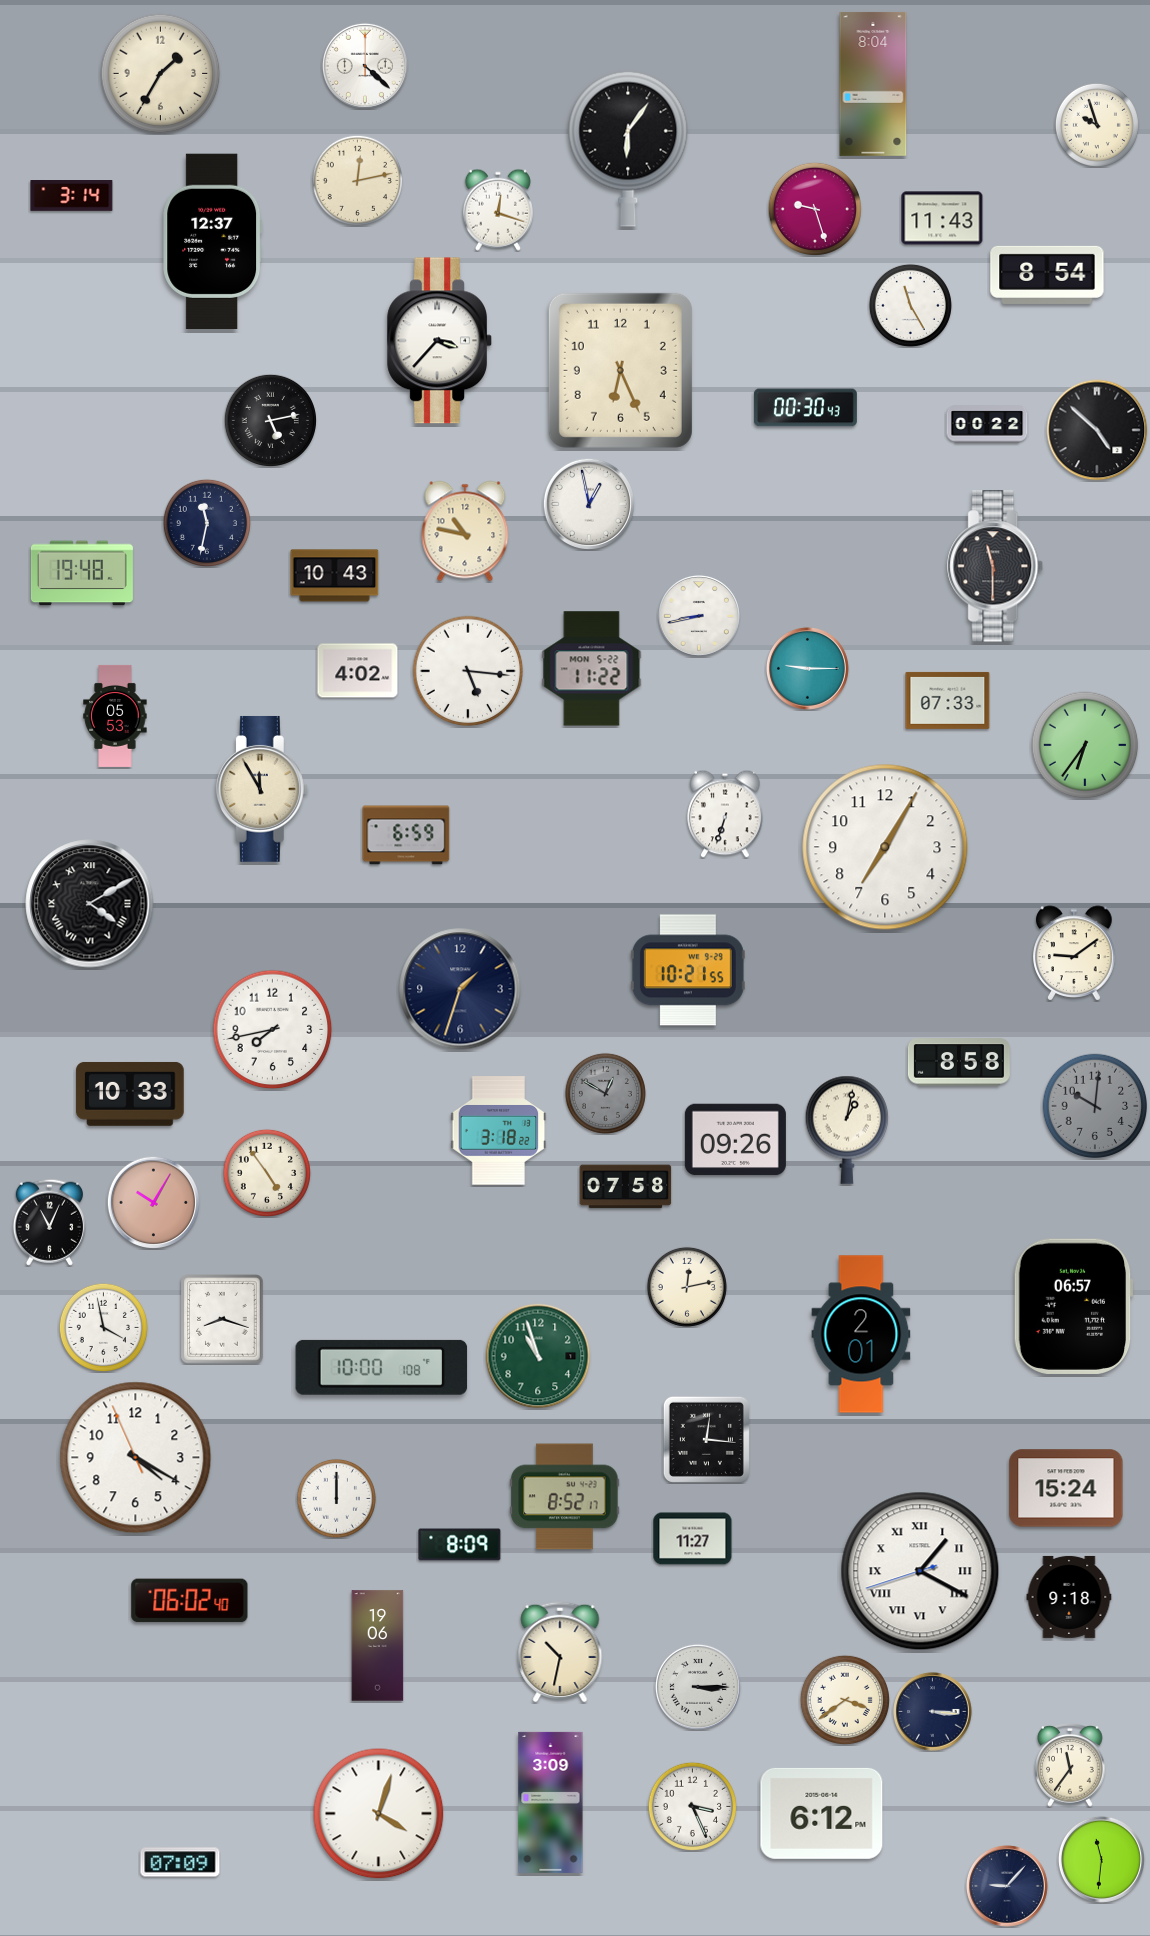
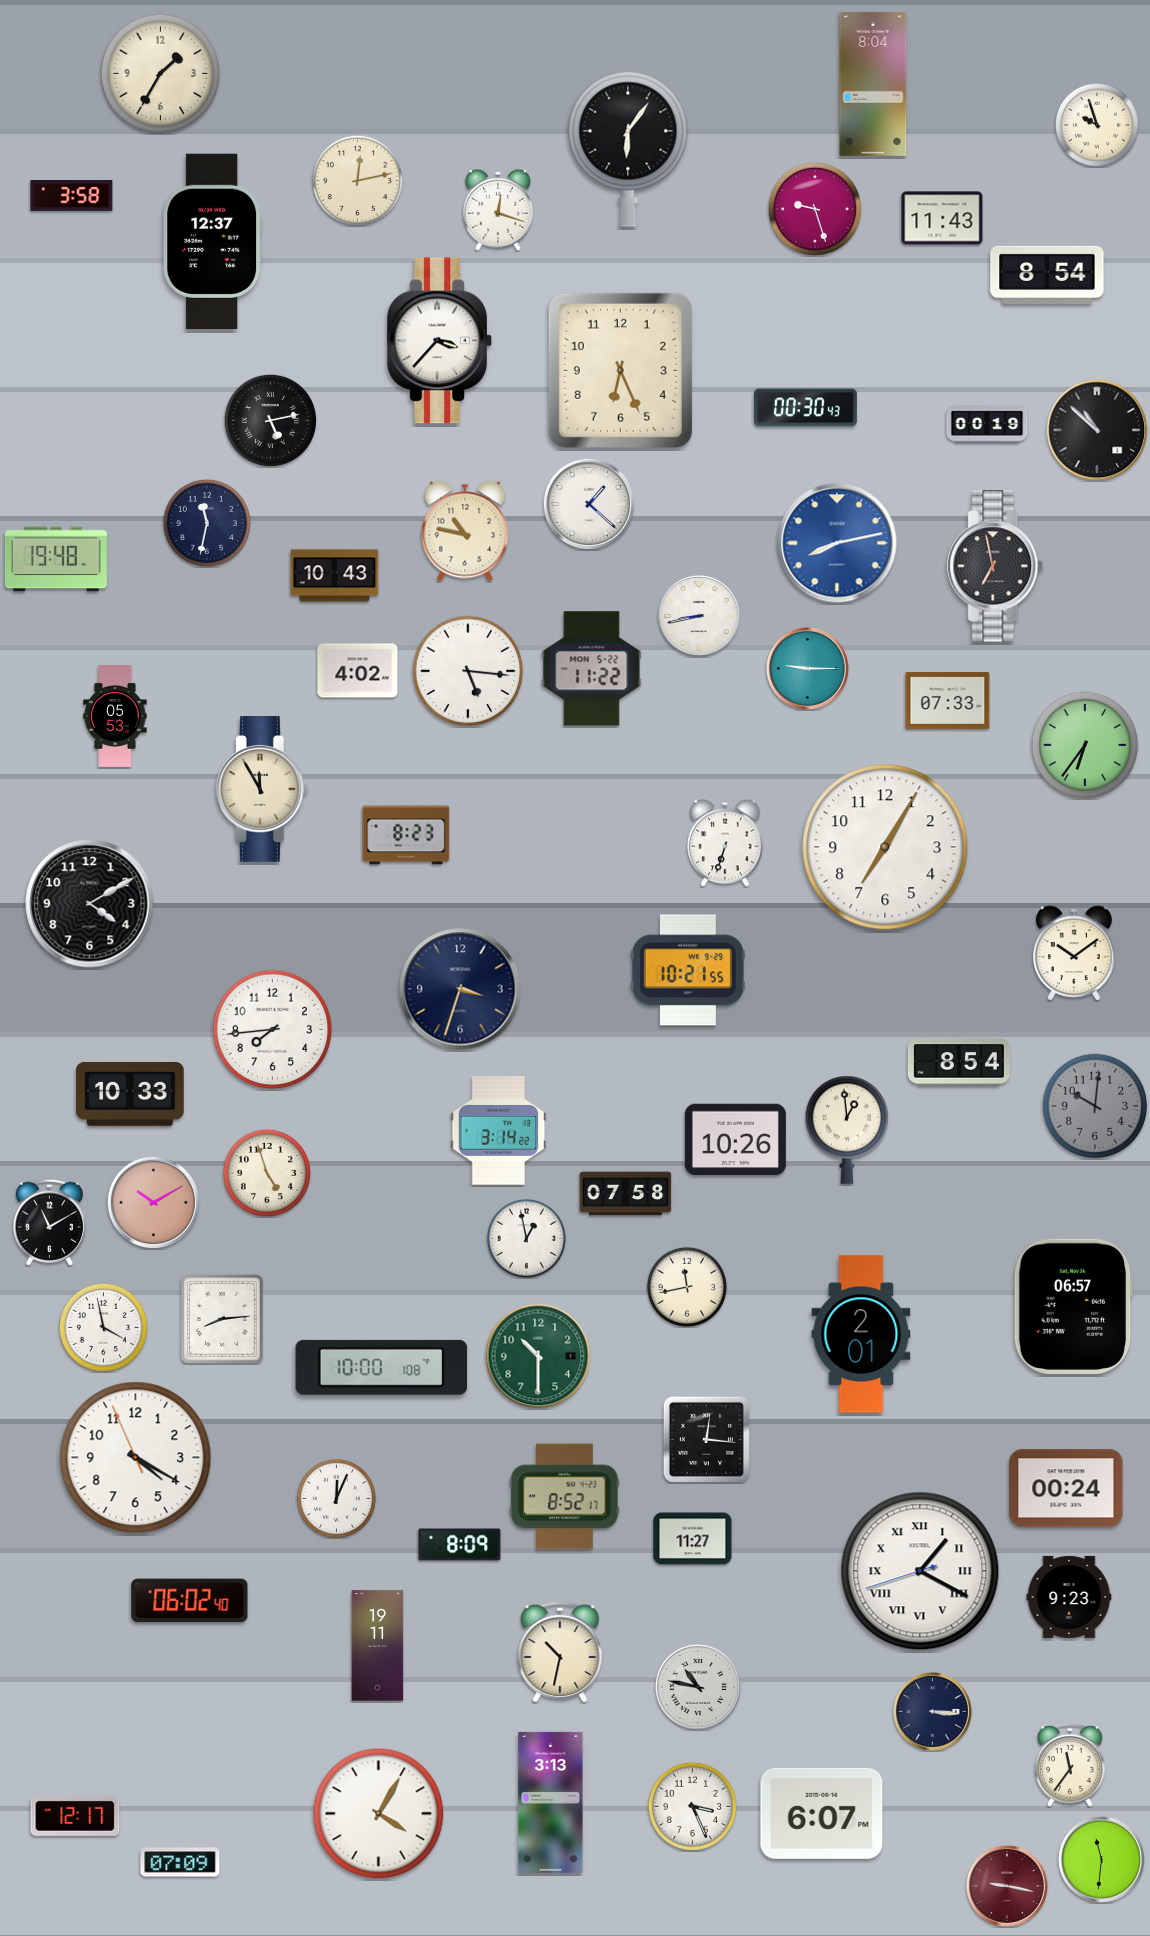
clock at (365, 66): 4:22 -> none
clock at (72, 196): 3:14 -> 3:58
clock at (910, 305): 11:25 -> none
clock at (987, 424): 00:22 -> 00:19
clock at (1097, 430): 4:52 -> 10:52
clock at (588, 503): 12:58 -> 1:22
clock at (837, 543): none -> 8:13
clock at (996, 566): 11:30 -> 6:58
clock at (82, 573) position: (82, 573) -> (56, 559)
clock at (725, 814) position: (725, 814) -> (725, 843)
clock at (406, 835): 6:59 -> 8:23
clock at (90, 904) numerals: Roman -> Arabic
clock at (1074, 953): 9:09 -> 10:09
clock at (460, 989): 1:33 -> 3:33
clock at (273, 1030): 7:43 -> 7:44
clock at (959, 1062): 8:58 -> 8:54
clock at (605, 1093): 12:50 -> none
clock at (847, 1130): 1:02 -> 12:59
clock at (499, 1131): 3:18 -> 3:14
clock at (735, 1140): 09:26 -> 10:26
clock at (267, 1173): 4:54 -> 4:57
clock at (626, 1187) position: (626, 1187) -> (626, 1194)
clock at (153, 1202): 10:05 -> 10:10
clock at (49, 1222): 11:04 -> 11:10
clock at (526, 1238): none -> 12:58
clock at (687, 1287): 12:13 -> 11:43
clock at (222, 1319): 8:18 -> 8:14
clock at (538, 1356): 10:57 -> 10:30
clock at (1066, 1488): 15:24 -> 00:24
clock at (336, 1498): 12:00 -> 12:04
clock at (1069, 1597): 9:18 -> 9:23
clock at (378, 1646): 19:06 -> 19:11
clock at (698, 1687): 3:15 -> 10:47
clock at (845, 1700): 3:39 -> none
clock at (551, 1802): 3:09 -> 3:13
clock at (822, 1813): 6:12 -> 6:07
clock at (379, 1814): 4:03 -> 4:05
clock at (75, 1816): none -> 12:17
clock at (1008, 1887): 9:07 -> 9:17
clock at (1008, 1887) dial: navy -> burgundy
